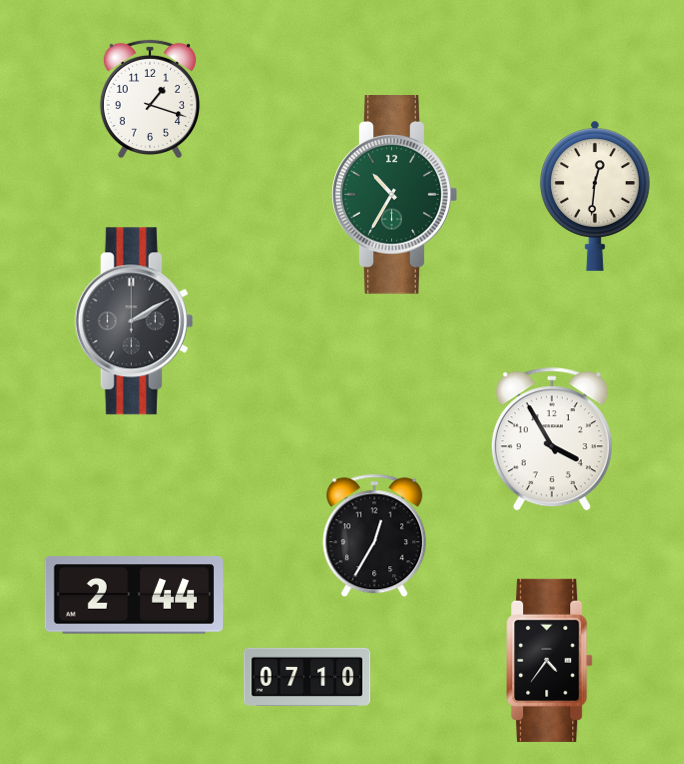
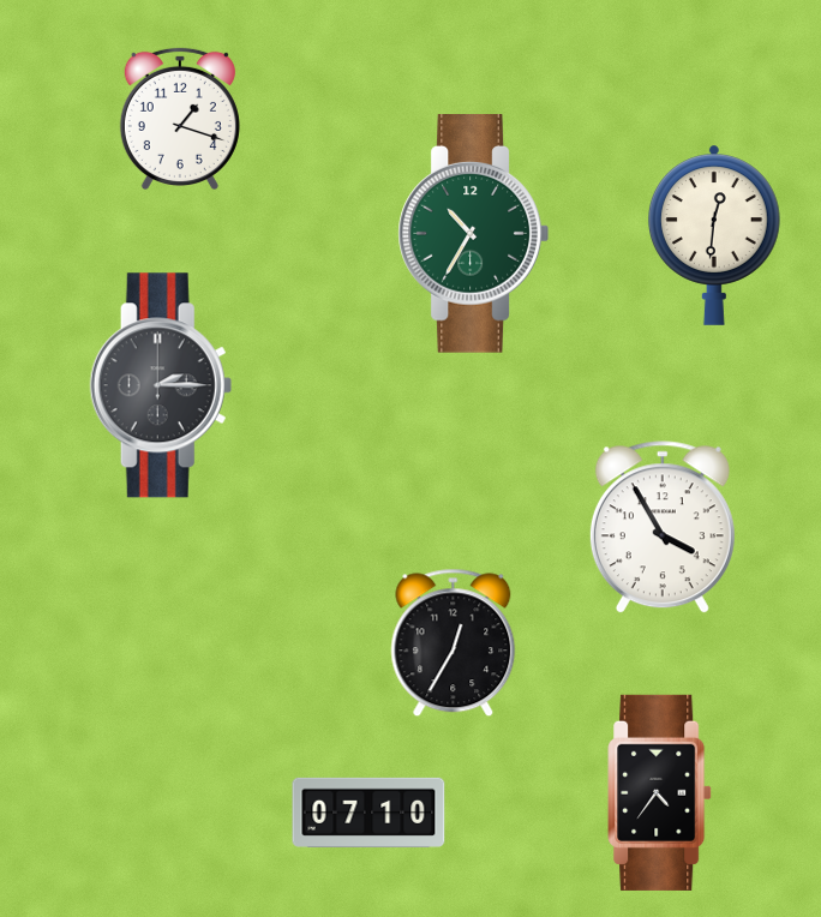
clock at (134, 321): 2:10 -> 2:15
clock at (375, 536) position: (375, 536) -> (454, 643)
clock at (134, 595): 2:44 -> none
